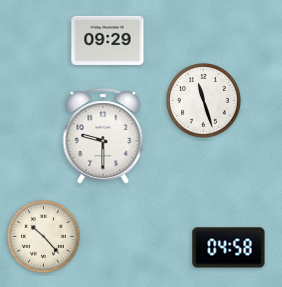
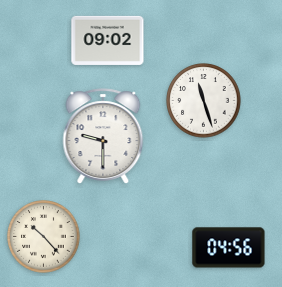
clock at (108, 40): 09:29 -> 09:02
clock at (229, 248): 04:58 -> 04:56
